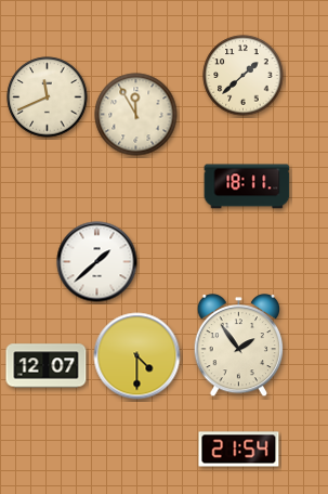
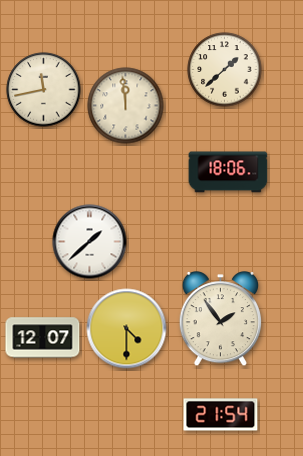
clock at (48, 97): 11:41 -> 11:43
clock at (136, 115): 11:55 -> 11:59
clock at (247, 186): 18:11 -> 18:06
